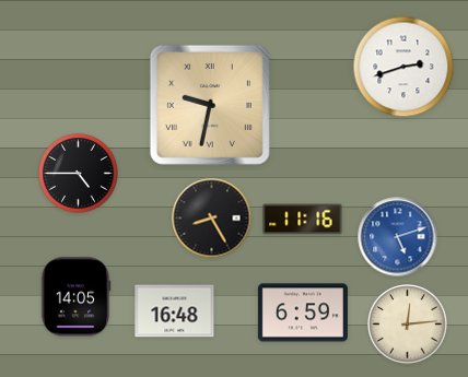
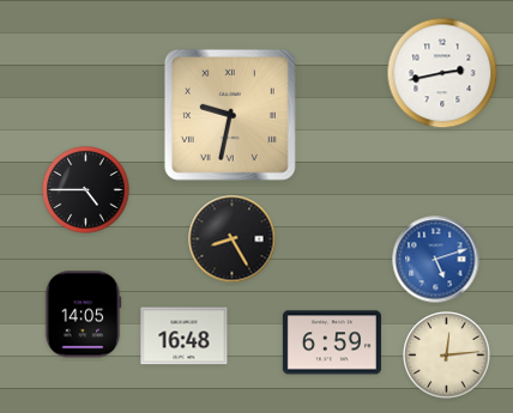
clock at (403, 67): 2:42 -> 2:43
clock at (303, 220): 11:16 -> none
clock at (75, 297) position: (75, 297) -> (83, 315)
clock at (175, 311) position: (175, 311) -> (185, 336)
